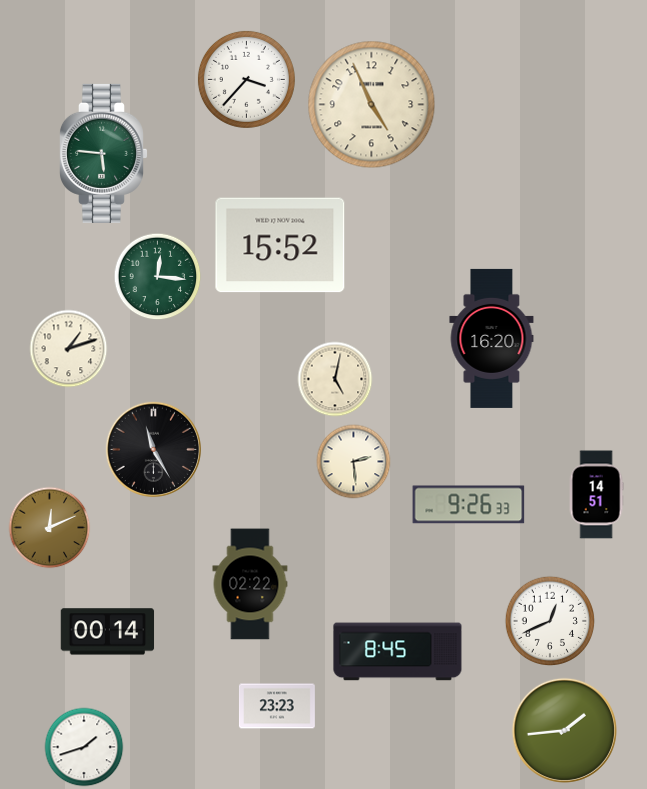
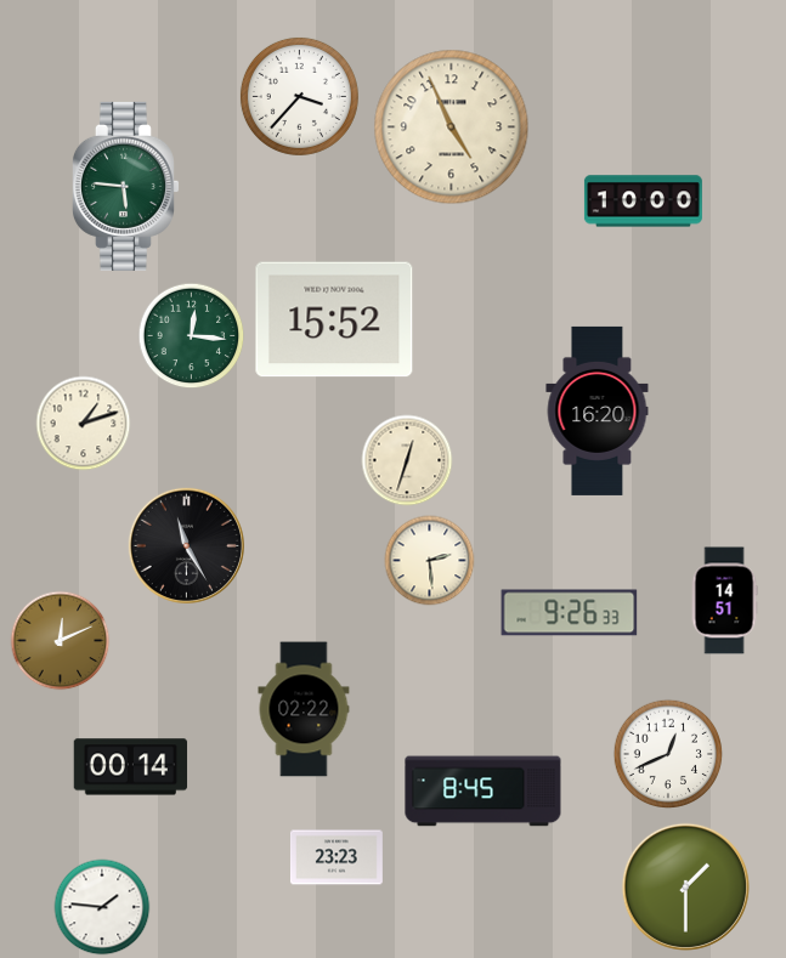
clock at (643, 202): none -> 10:00
clock at (280, 245) position: (280, 245) -> (334, 319)
clock at (335, 379): 5:02 -> 12:33
clock at (564, 730): 1:44 -> 1:30
clock at (84, 747): 1:42 -> 1:46
